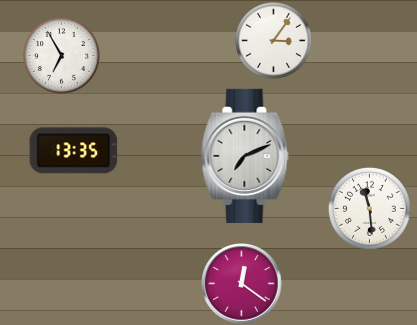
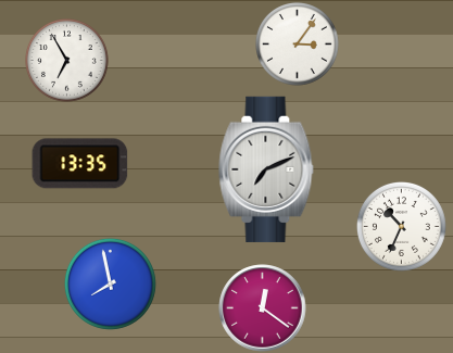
clock at (369, 208): 11:29 -> 10:34
clock at (110, 283): none -> 7:58
